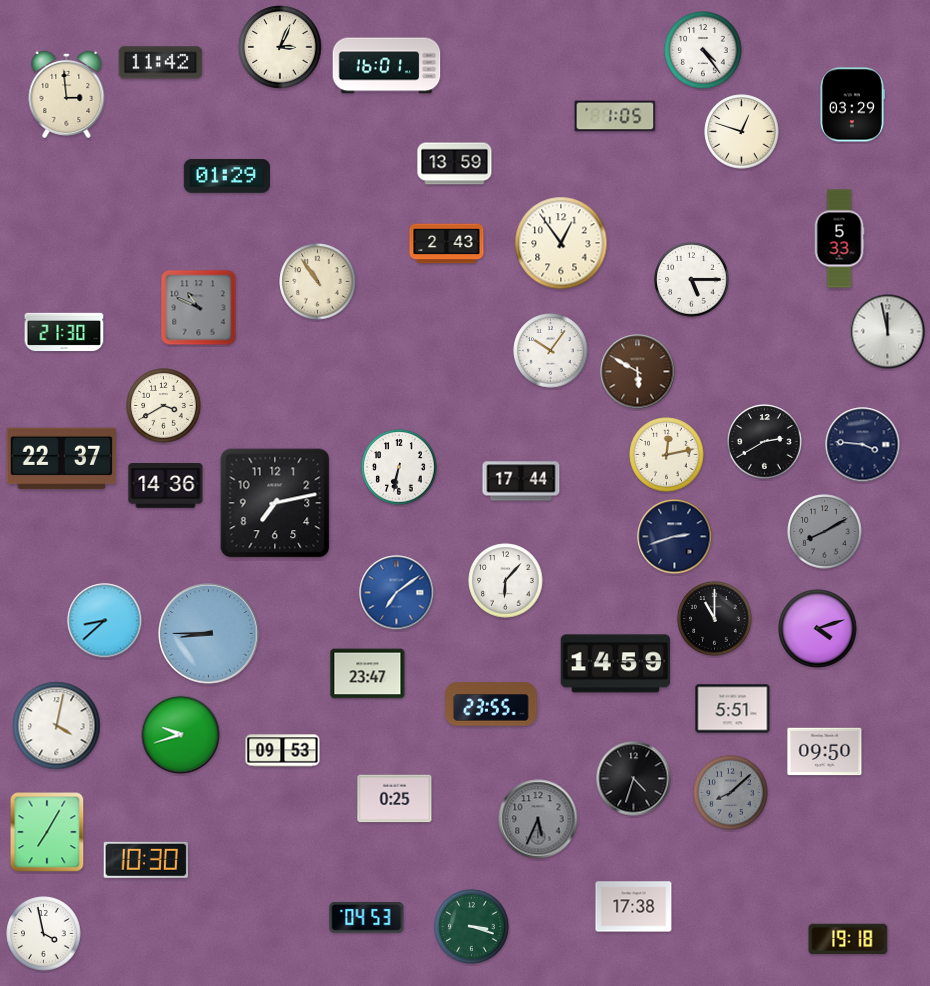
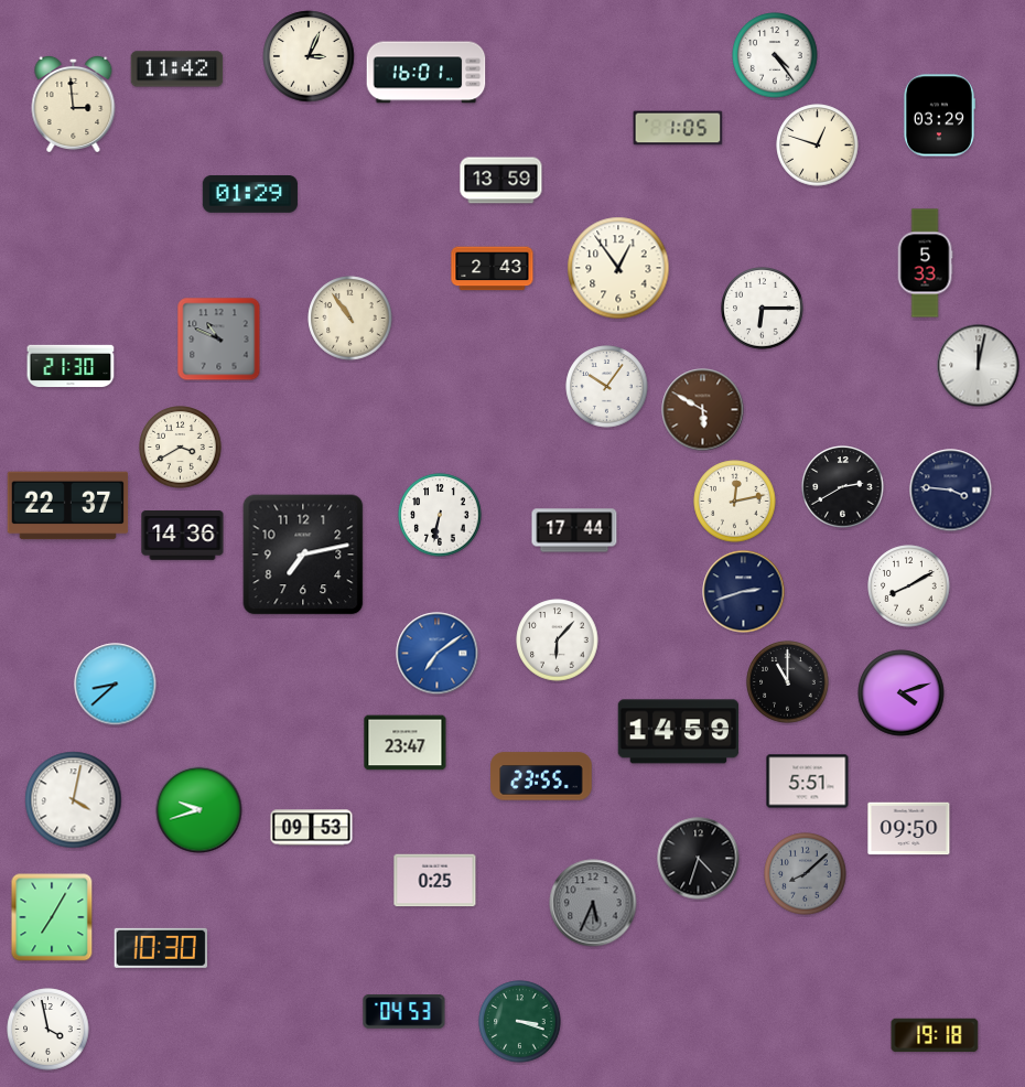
clock at (280, 47) position: (280, 47) -> (309, 56)
clock at (692, 280): 5:15 -> 6:15
clock at (318, 282) position: (318, 282) -> (350, 319)
clock at (888, 332): 11:58 -> 12:02
clock at (825, 532) dial: grey -> white
clock at (209, 634): 8:45 -> none
clock at (57, 726) position: (57, 726) -> (74, 800)
clock at (634, 907): 17:38 -> none
